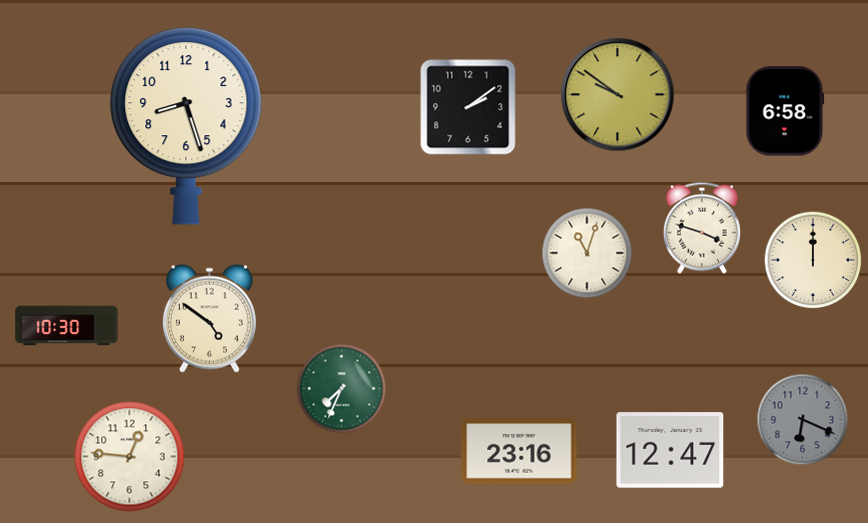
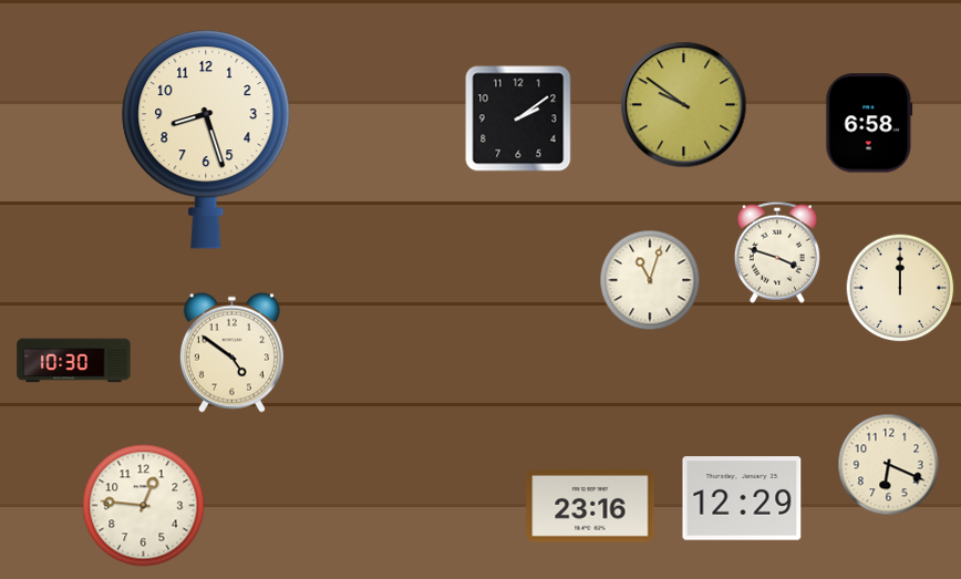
clock at (342, 389): 7:34 -> none
clock at (803, 420) dial: grey -> cream
clock at (670, 450): 12:47 -> 12:29
clock at (519, 451) position: (519, 451) -> (590, 506)
